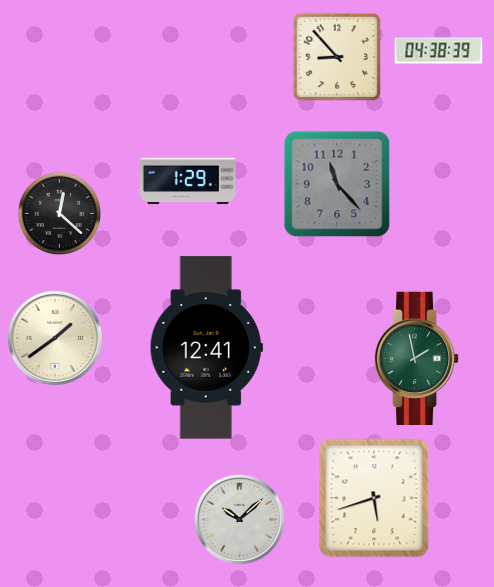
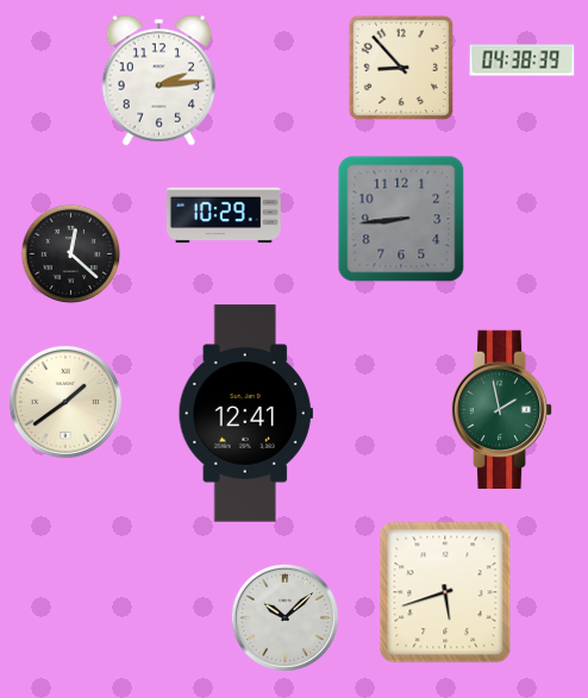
clock at (158, 81): none -> 2:14
clock at (188, 181): 1:29 -> 10:29
clock at (337, 184): 11:23 -> 8:44
clock at (417, 358) position: (417, 358) -> (502, 409)
